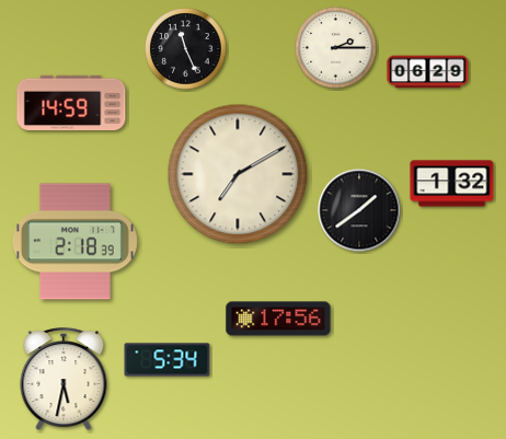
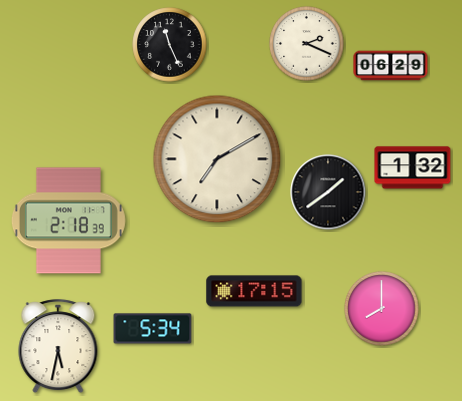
clock at (336, 48): 2:15 -> 2:19
clock at (71, 102): 14:59 -> none
clock at (278, 319): 17:56 -> 17:15
clock at (382, 309): none -> 8:00
